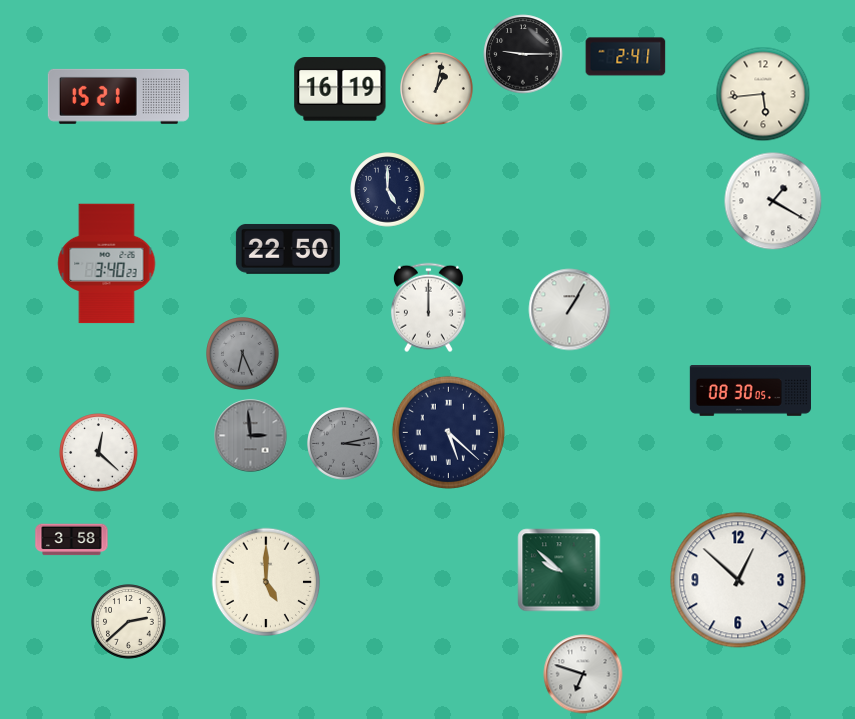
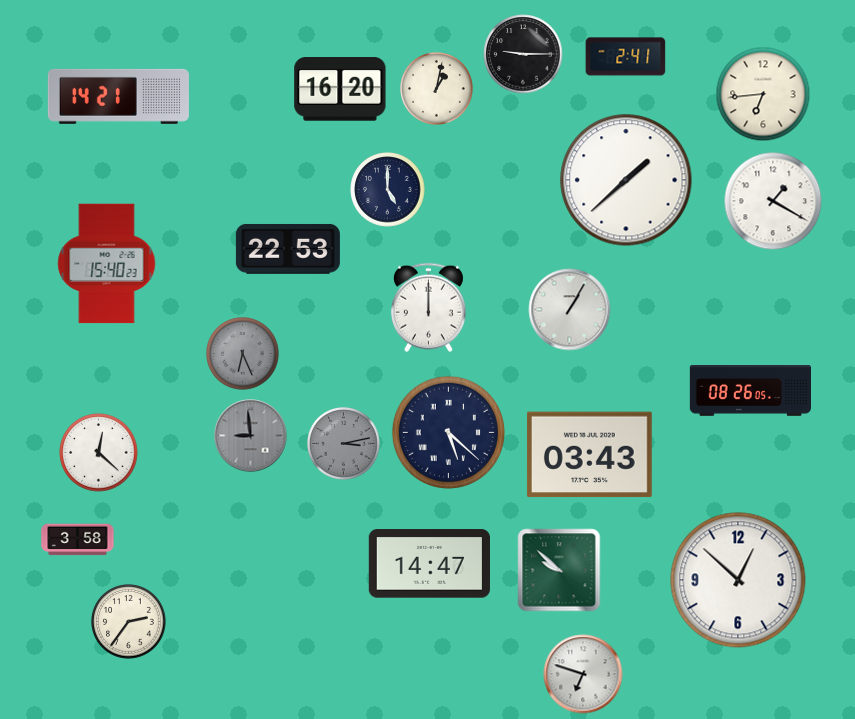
clock at (340, 89): 16:19 -> 16:20
clock at (763, 94): 5:44 -> 6:44
clock at (118, 96): 15:21 -> 14:21
clock at (626, 180): none -> 1:38
clock at (288, 249): 22:50 -> 22:53
clock at (107, 264): 3:40 -> 15:40
clock at (750, 391): 08:30 -> 08:26
clock at (251, 436): 2:59 -> 8:59
clock at (589, 455): none -> 03:43
clock at (72, 540) position: (72, 540) -> (78, 540)
clock at (429, 564): none -> 14:47
clock at (266, 582): 5:00 -> none
clock at (129, 622): 2:38 -> 2:36
